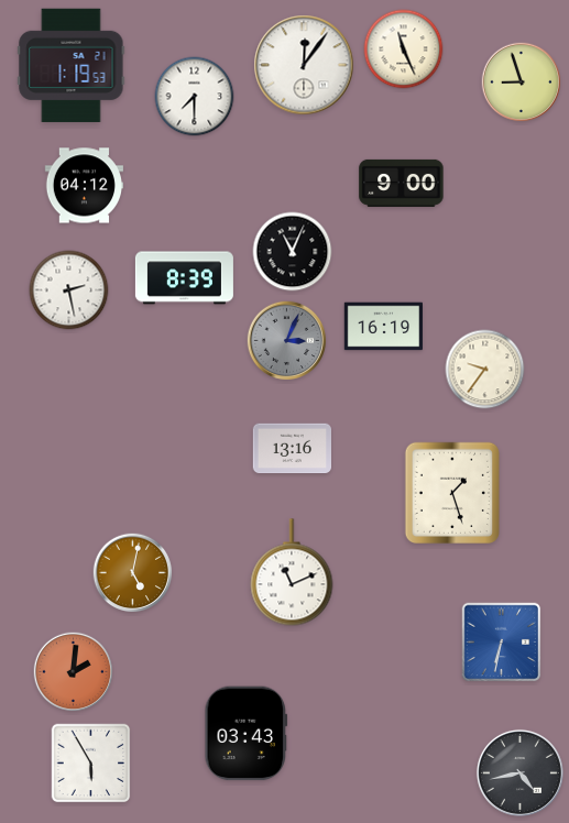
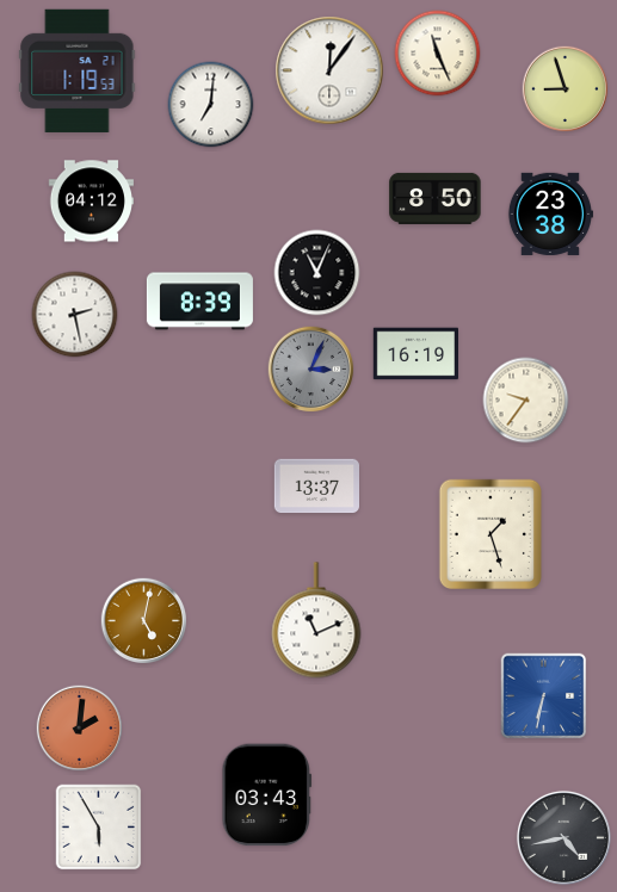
clock at (195, 97): 7:30 -> 7:01
clock at (402, 183): 9:00 -> 8:50
clock at (549, 213): none -> 23:38
clock at (292, 449): 13:16 -> 13:37
